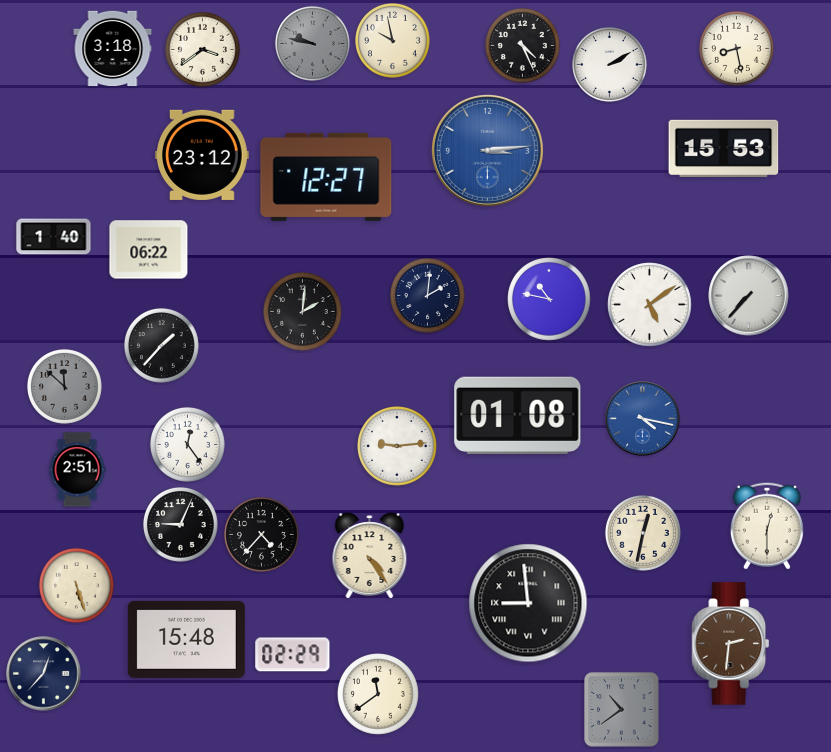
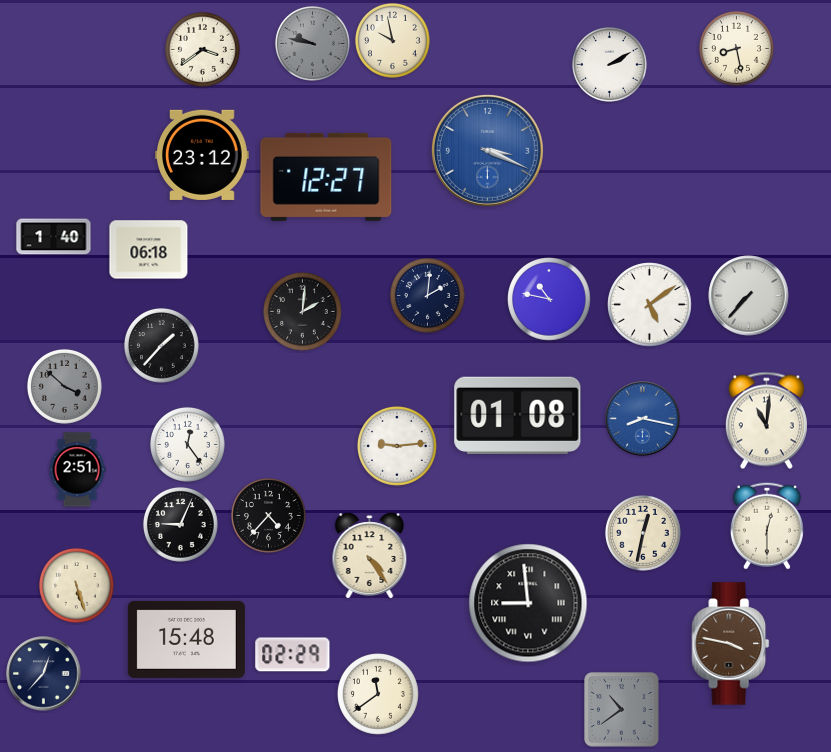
clock at (522, 45): 4:26 -> none
clock at (113, 49): 3:18 -> none
clock at (724, 148): 15:53 -> none
clock at (487, 150): 3:14 -> 3:19
clock at (149, 250): 06:22 -> 06:18
clock at (64, 386): 11:52 -> 3:52
clock at (643, 419): 4:17 -> 8:17
clock at (766, 421): none -> 11:01
clock at (261, 534) position: (261, 534) -> (268, 515)
clock at (731, 644): 2:31 -> 3:47
